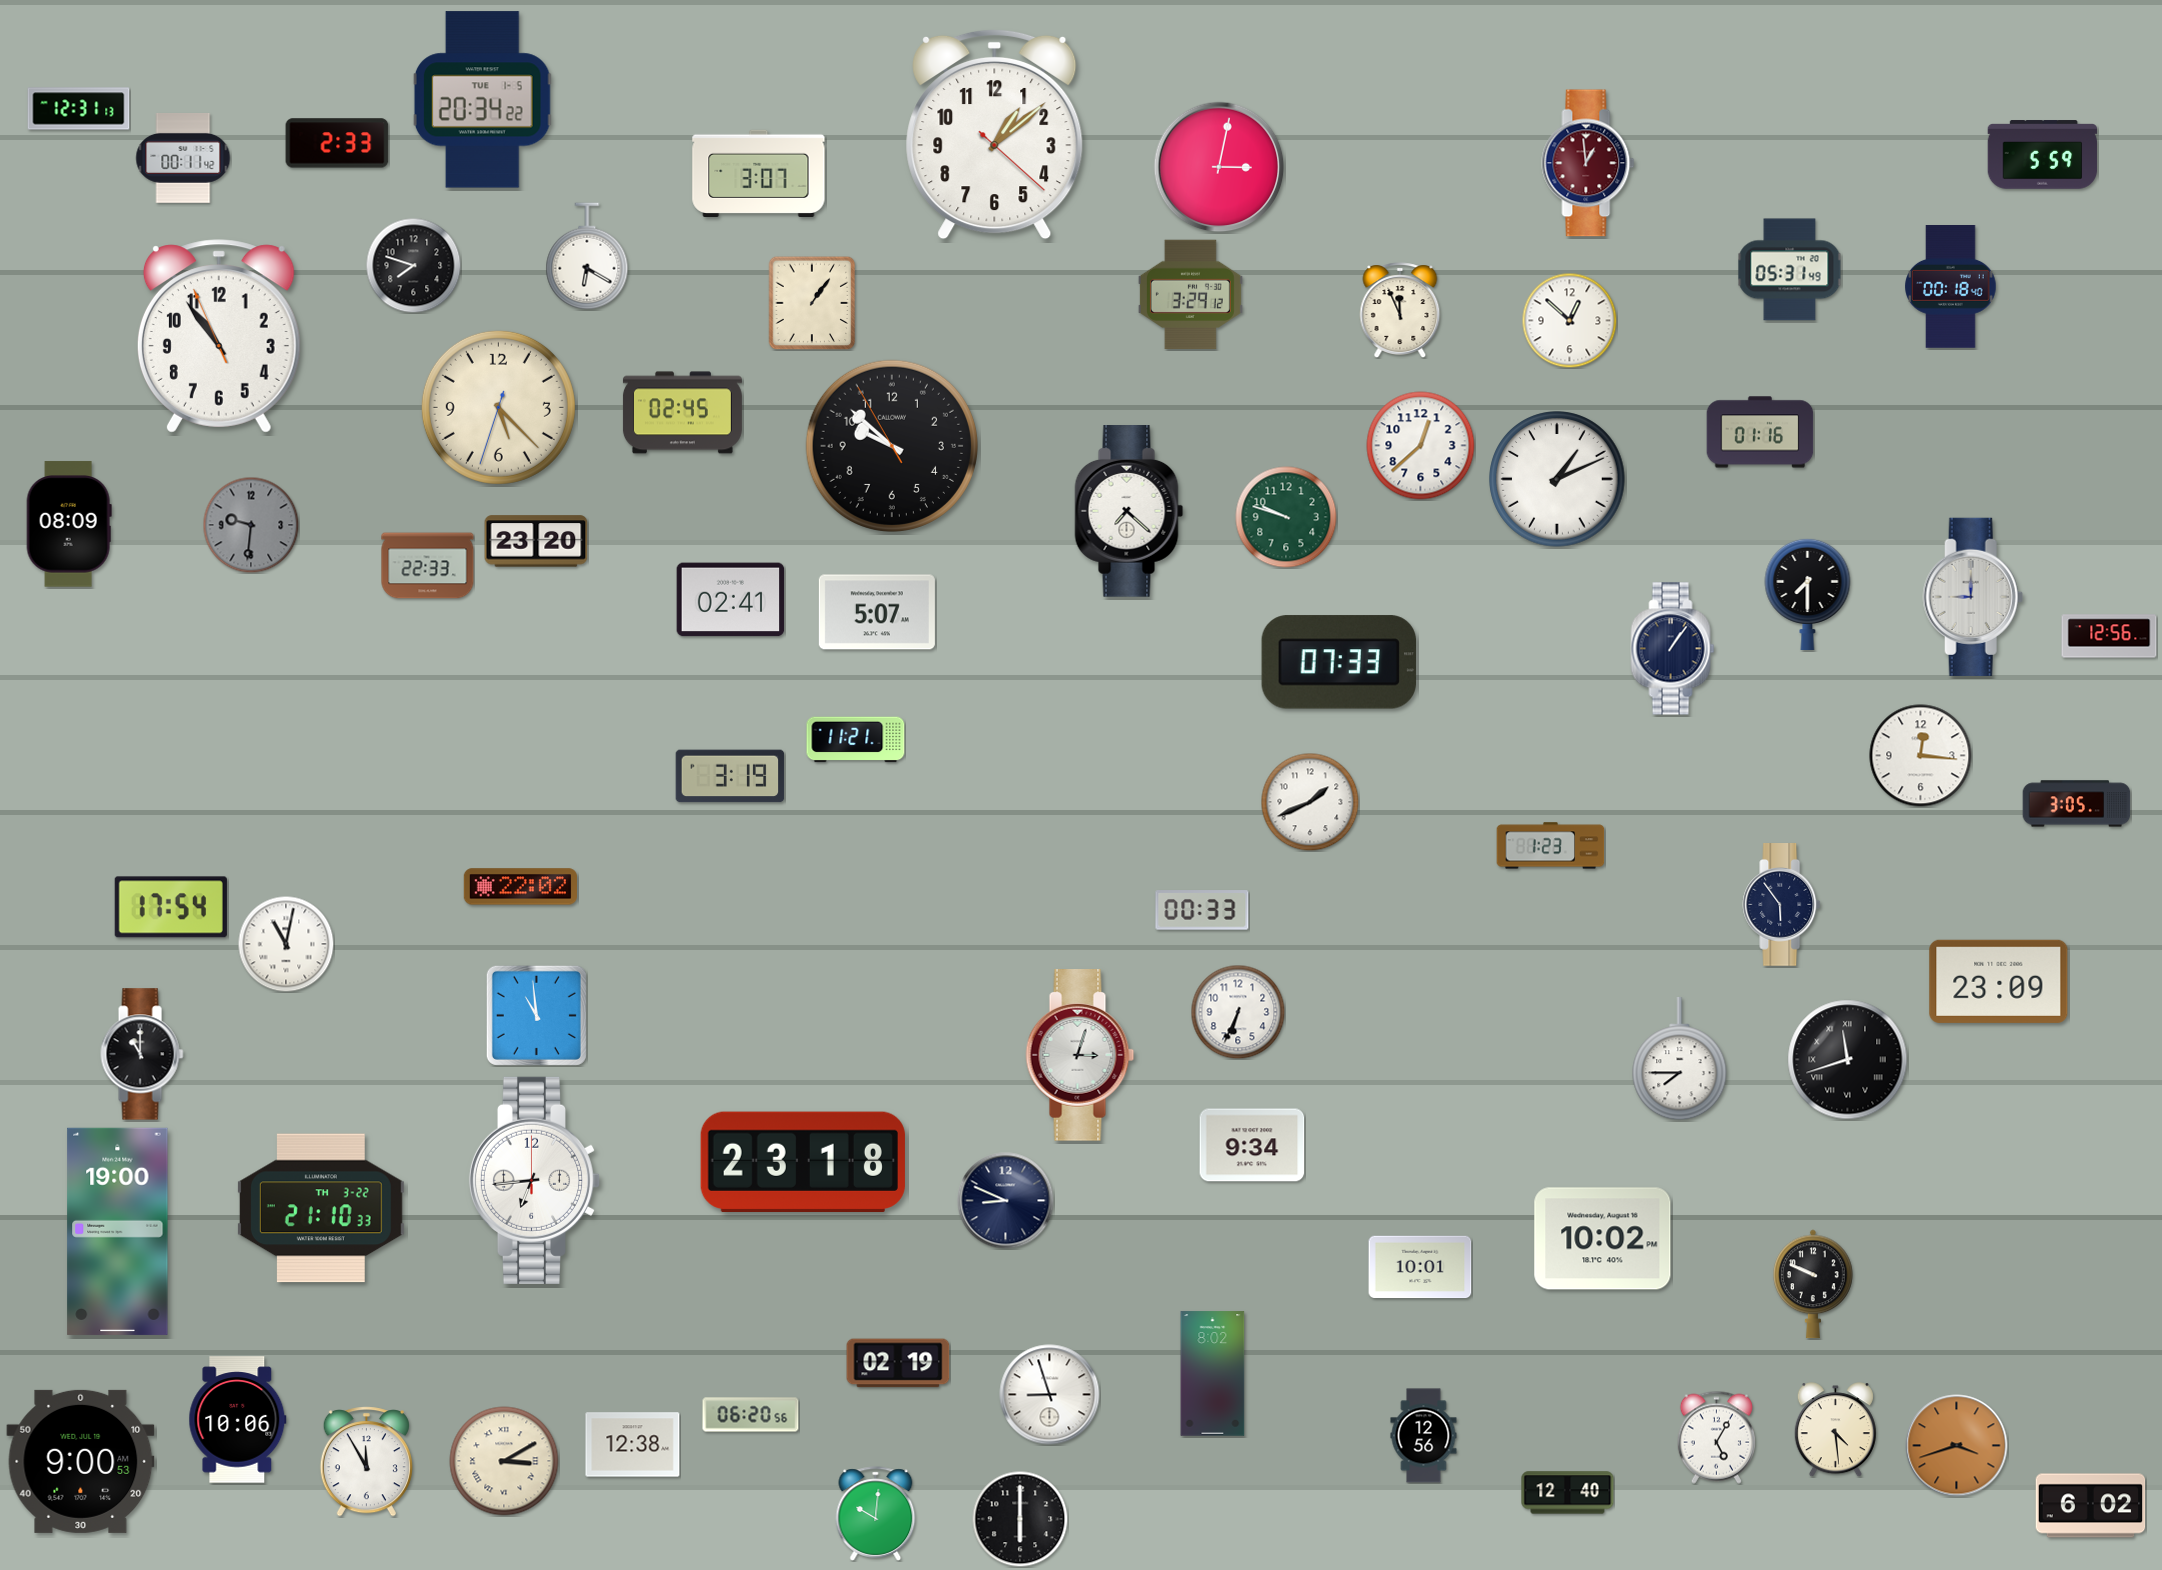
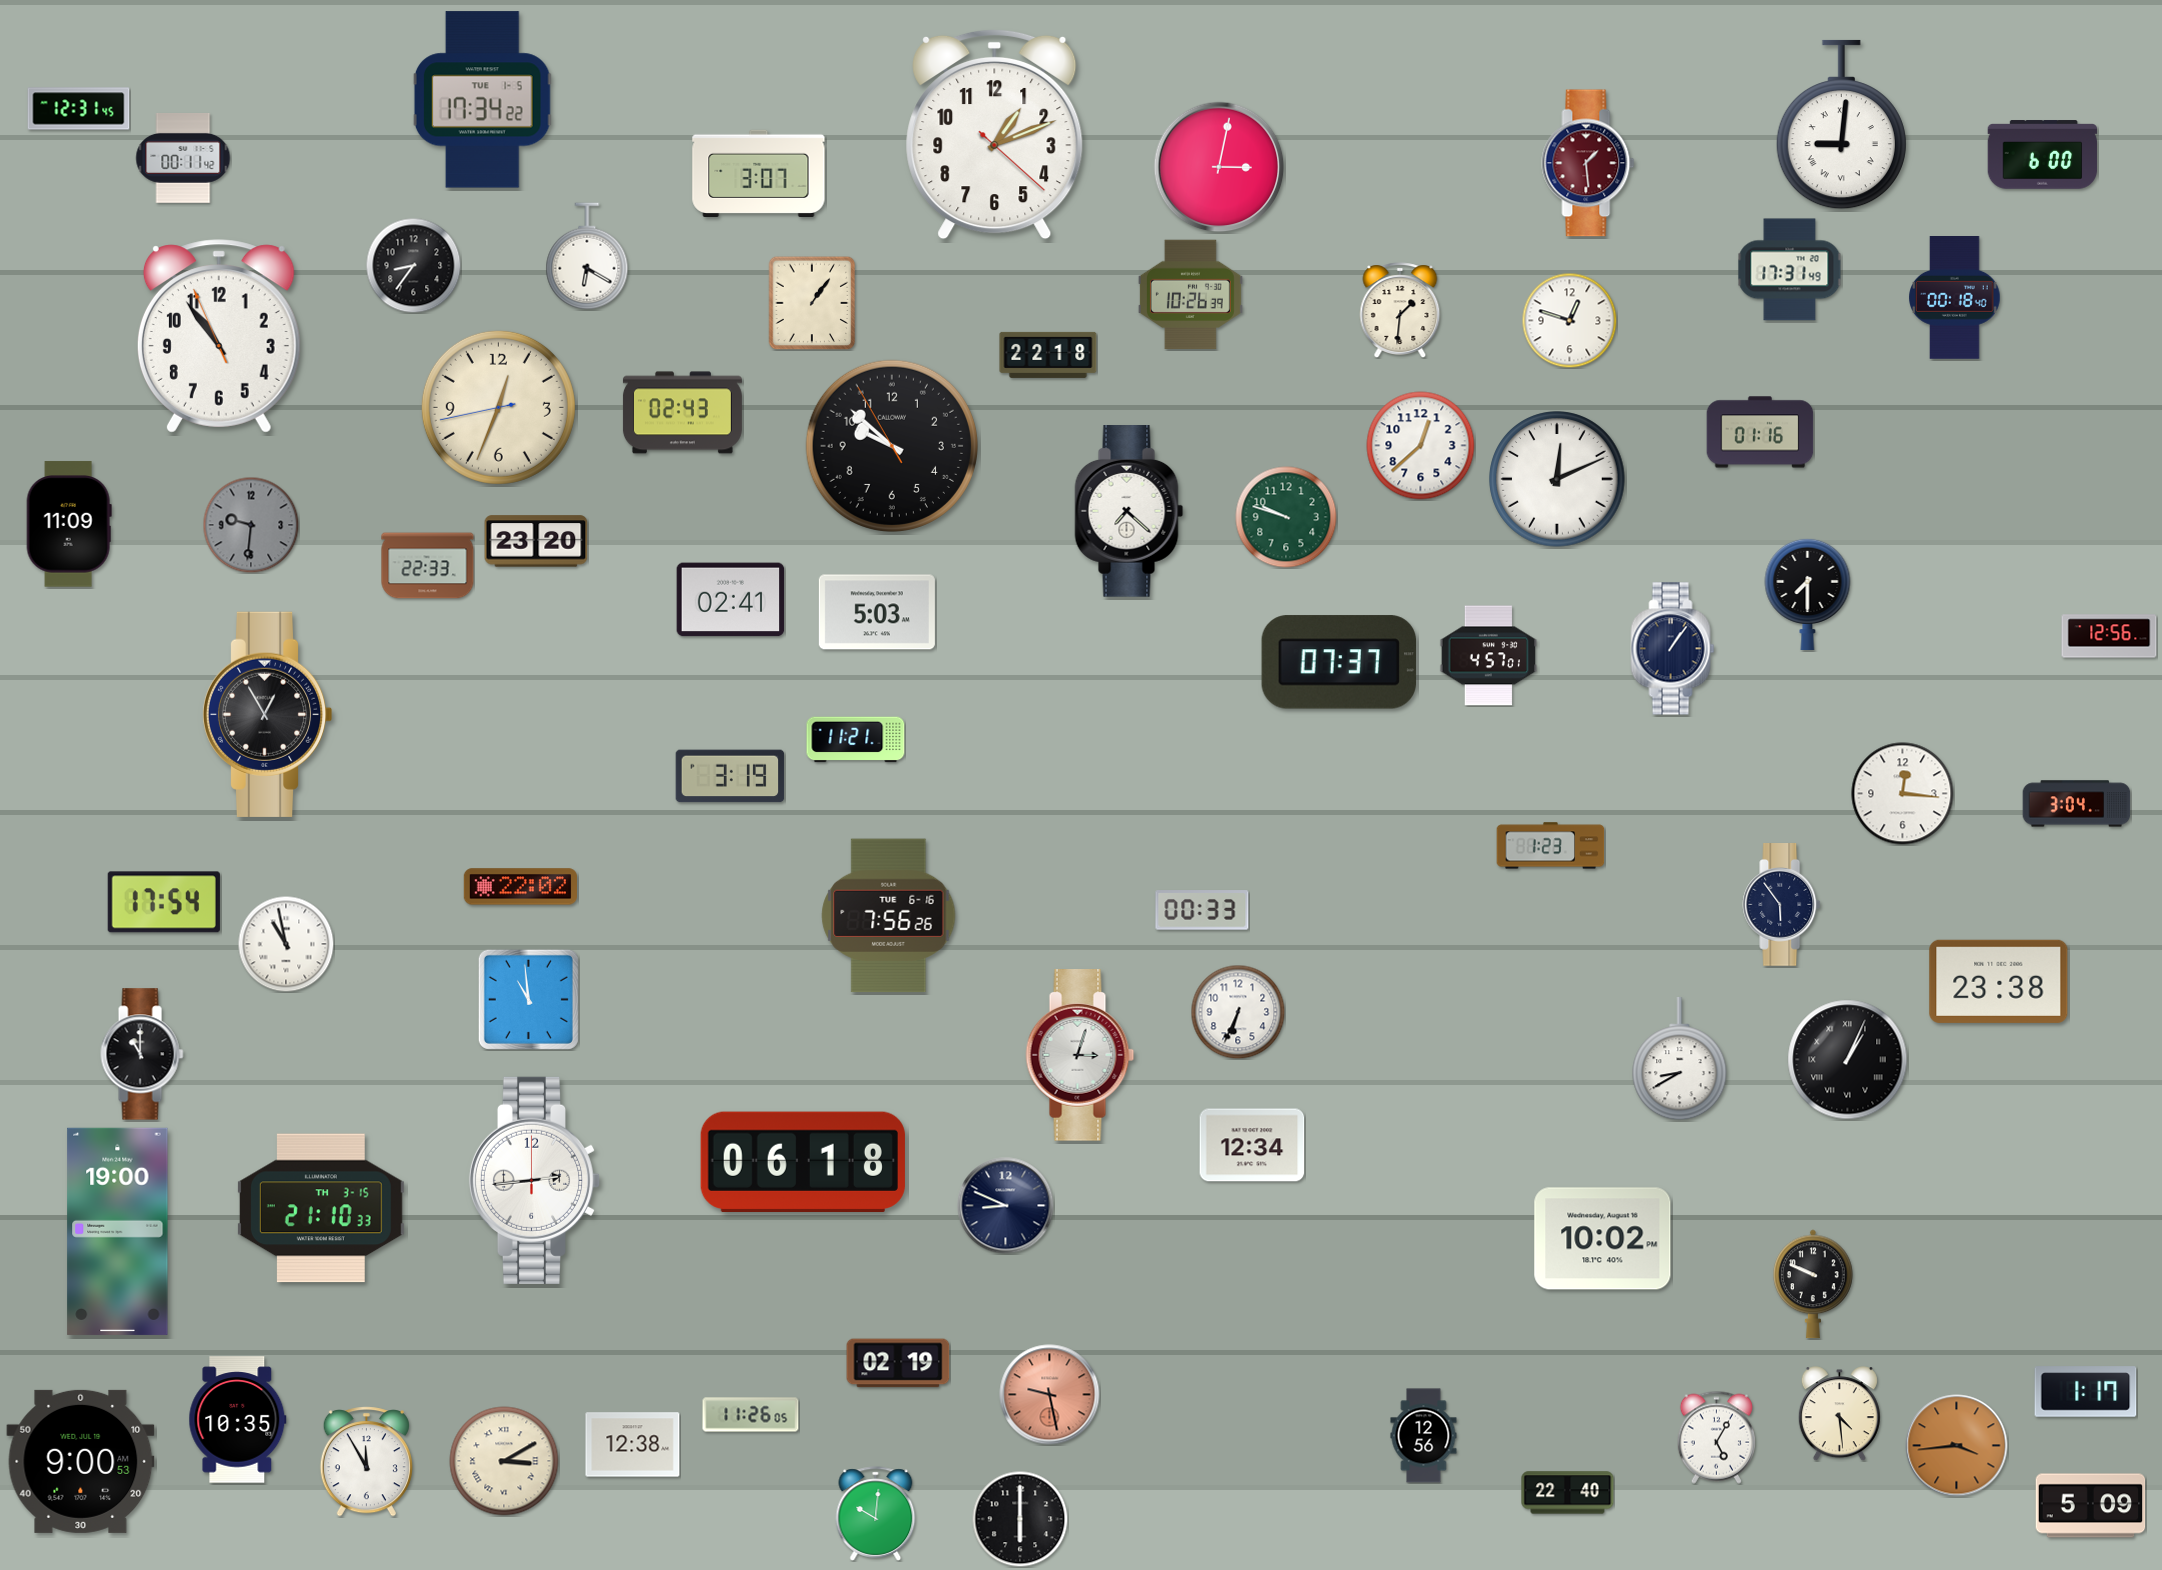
clock at (482, 100): 20:34 -> 17:34
clock at (79, 109): 12:31:13 -> 12:31:45
clock at (1841, 125): none -> 9:01
clock at (995, 134): 1:08 -> 1:11
clock at (337, 143): 2:33 -> none
clock at (2043, 155): 5:59 -> 6:00
clock at (1588, 163): 12:59 -> 1:29
clock at (413, 265): 7:48 -> 8:36
clock at (1790, 270): 05:31 -> 17:31
clock at (1951, 287) position: (1951, 287) -> (1955, 298)
clock at (1190, 295): 3:29 -> 10:26
clock at (1400, 310): 11:56 -> 1:31
clock at (1569, 320): 12:52 -> 12:48
clock at (1048, 355): none -> 22:18
clock at (498, 407): 5:22 -> 12:33
clock at (682, 413): 02:45 -> 02:43
clock at (1557, 479): 1:11 -> 12:11
clock at (69, 524): 08:09 -> 11:09
clock at (1973, 597): 9:00 -> none
clock at (877, 612): 5:07 -> 5:03
clock at (1489, 656): none -> 4:57
clock at (1338, 662): 07:33 -> 07:37
clock at (267, 714): none -> 12:55
clock at (1921, 756) position: (1921, 756) -> (1903, 794)
clock at (1310, 802): 1:41 -> none
clock at (2077, 804): 3:05 -> 3:04
clock at (171, 907) position: (171, 907) -> (164, 902)
clock at (889, 916): none -> 7:56
clock at (286, 944): 11:02 -> 10:58
clock at (1999, 981): 23:09 -> 23:38
clock at (536, 1015) position: (536, 1015) -> (528, 999)
clock at (1680, 1060): 7:45 -> 8:40
clock at (1848, 1060): 11:42 -> 1:04
clock at (1252, 1145): 9:34 -> 12:34
clock at (803, 1161): 23:18 -> 06:18
clock at (534, 1180): 6:44 -> 2:44
clock at (1006, 1201) position: (1006, 1201) -> (1006, 1206)
clock at (321, 1208) date: TH 3-22 -> TH 3-15
clock at (1420, 1267): 10:01 -> none
clock at (1213, 1374): 8:02 -> none
clock at (2086, 1392): none -> 1:17
clock at (1050, 1395): 8:57 -> 9:28
clock at (1050, 1395) dial: white -> salmon
clock at (751, 1415): 06:20 -> 11:26
clock at (238, 1420): 10:06 -> 10:35
clock at (1835, 1430) position: (1835, 1430) -> (1839, 1414)
clock at (1957, 1446): 3:42 -> 3:44
clock at (1568, 1493): 12:40 -> 22:40
clock at (2091, 1506): 6:02 -> 5:09
